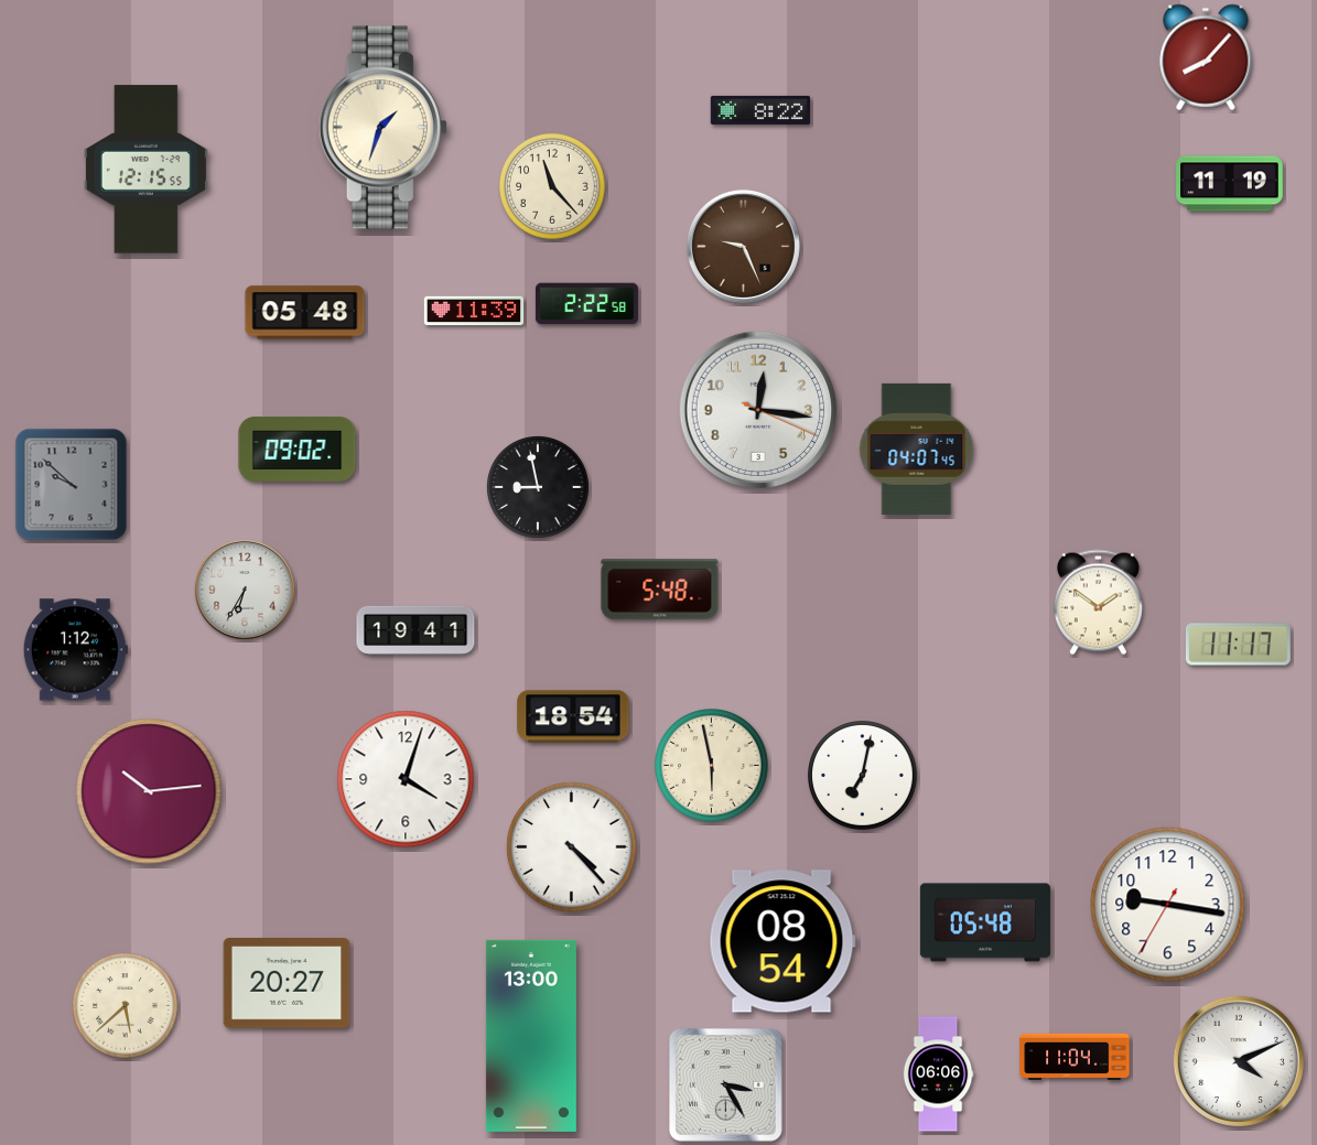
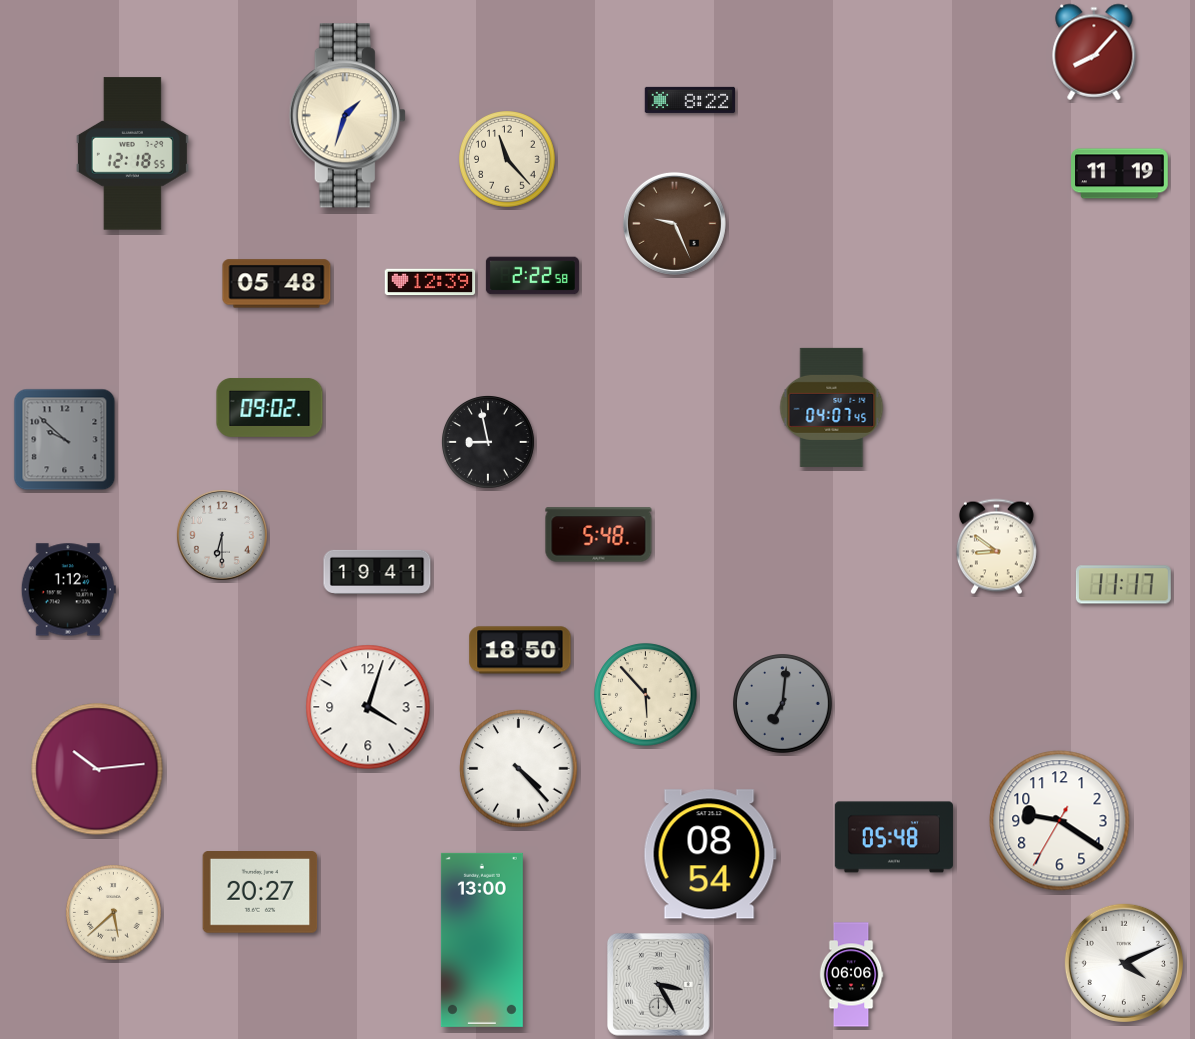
clock at (145, 170): 12:15 -> 12:18
clock at (1230, 184) position: (1230, 184) -> (1120, 174)
clock at (553, 187) position: (553, 187) -> (508, 160)
clock at (474, 311): 11:39 -> 12:39
clock at (758, 410): 12:16 -> none
clock at (245, 590): 6:35 -> 6:30
clock at (1098, 603): 1:51 -> 8:51
clock at (573, 716): 18:54 -> 18:50
clock at (712, 766): 5:58 -> 5:53
clock at (863, 776): 7:02 -> 7:01
clock at (863, 776) dial: white -> grey
clock at (149, 791) position: (149, 791) -> (97, 769)
clock at (1168, 905): 9:16 -> 9:20
clock at (1075, 1057): 11:04 -> none
